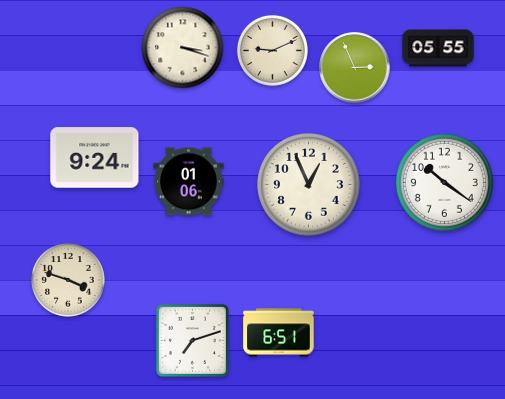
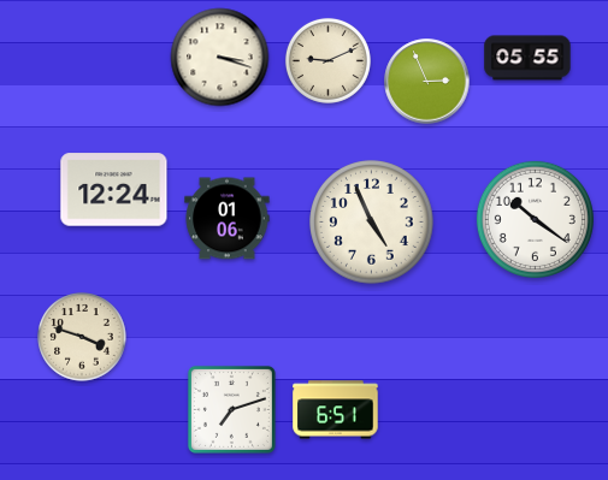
clock at (95, 158): 9:24 -> 12:24
clock at (309, 185): 12:56 -> 4:56
clock at (279, 333) position: (279, 333) -> (336, 410)
